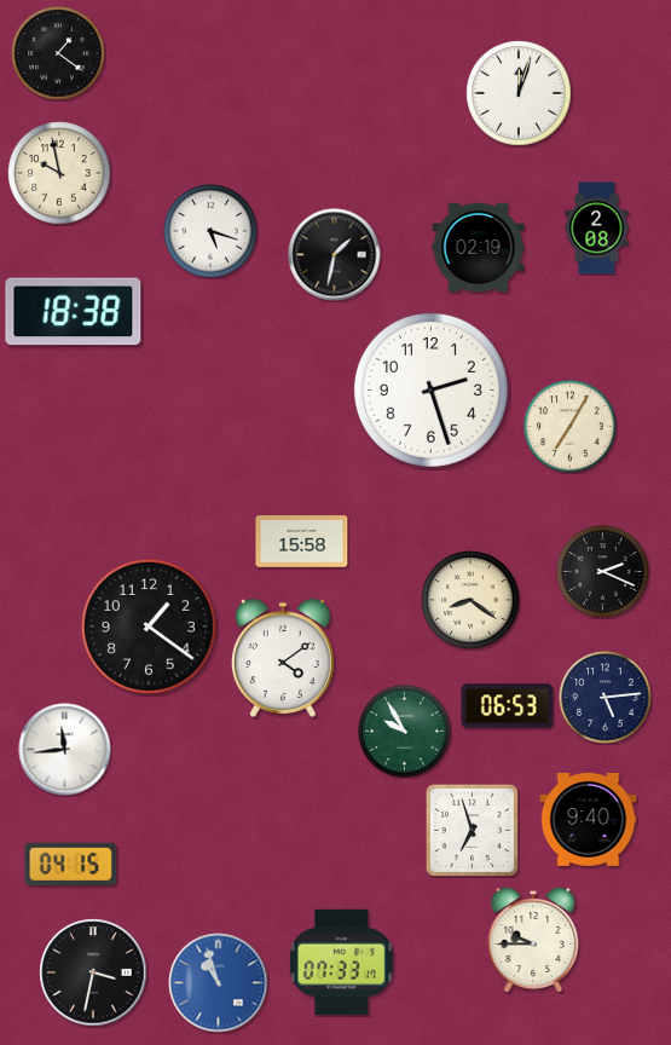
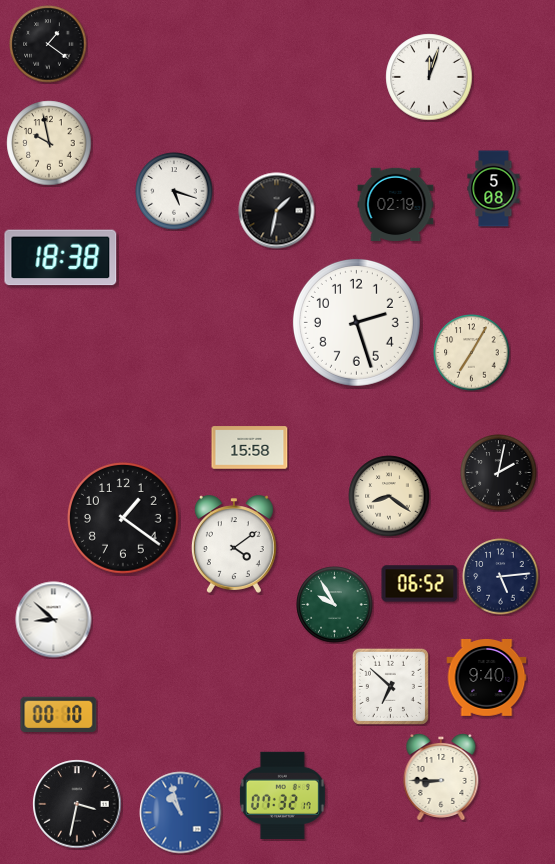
clock at (597, 229): 2:08 -> 5:08
clock at (603, 572): 2:19 -> 2:02
clock at (508, 706): 06:53 -> 06:52
clock at (65, 750): 11:44 -> 8:52
clock at (472, 830): 6:57 -> 6:52
clock at (71, 865): 04:15 -> 00:10
clock at (533, 941): 9:45 -> 8:45
clock at (341, 962): 07:33 -> 07:32
